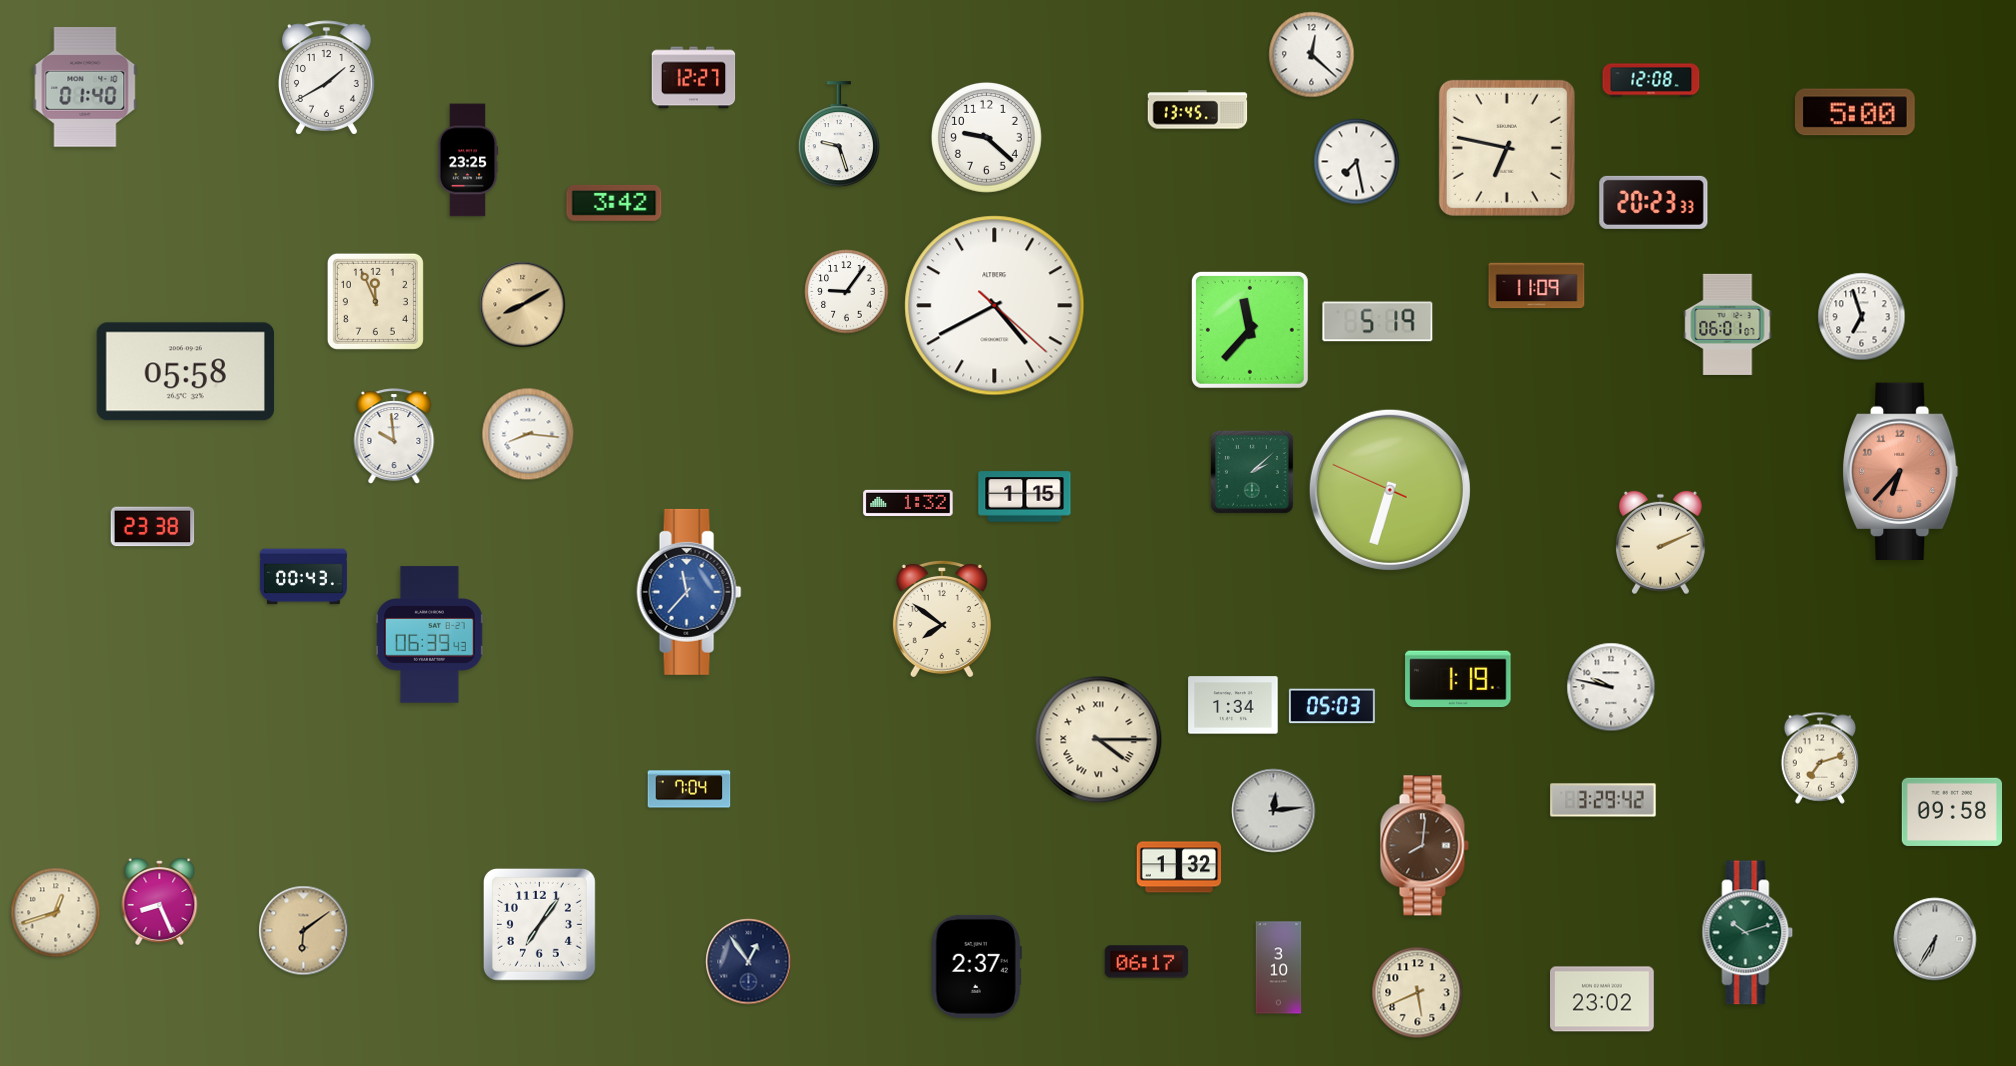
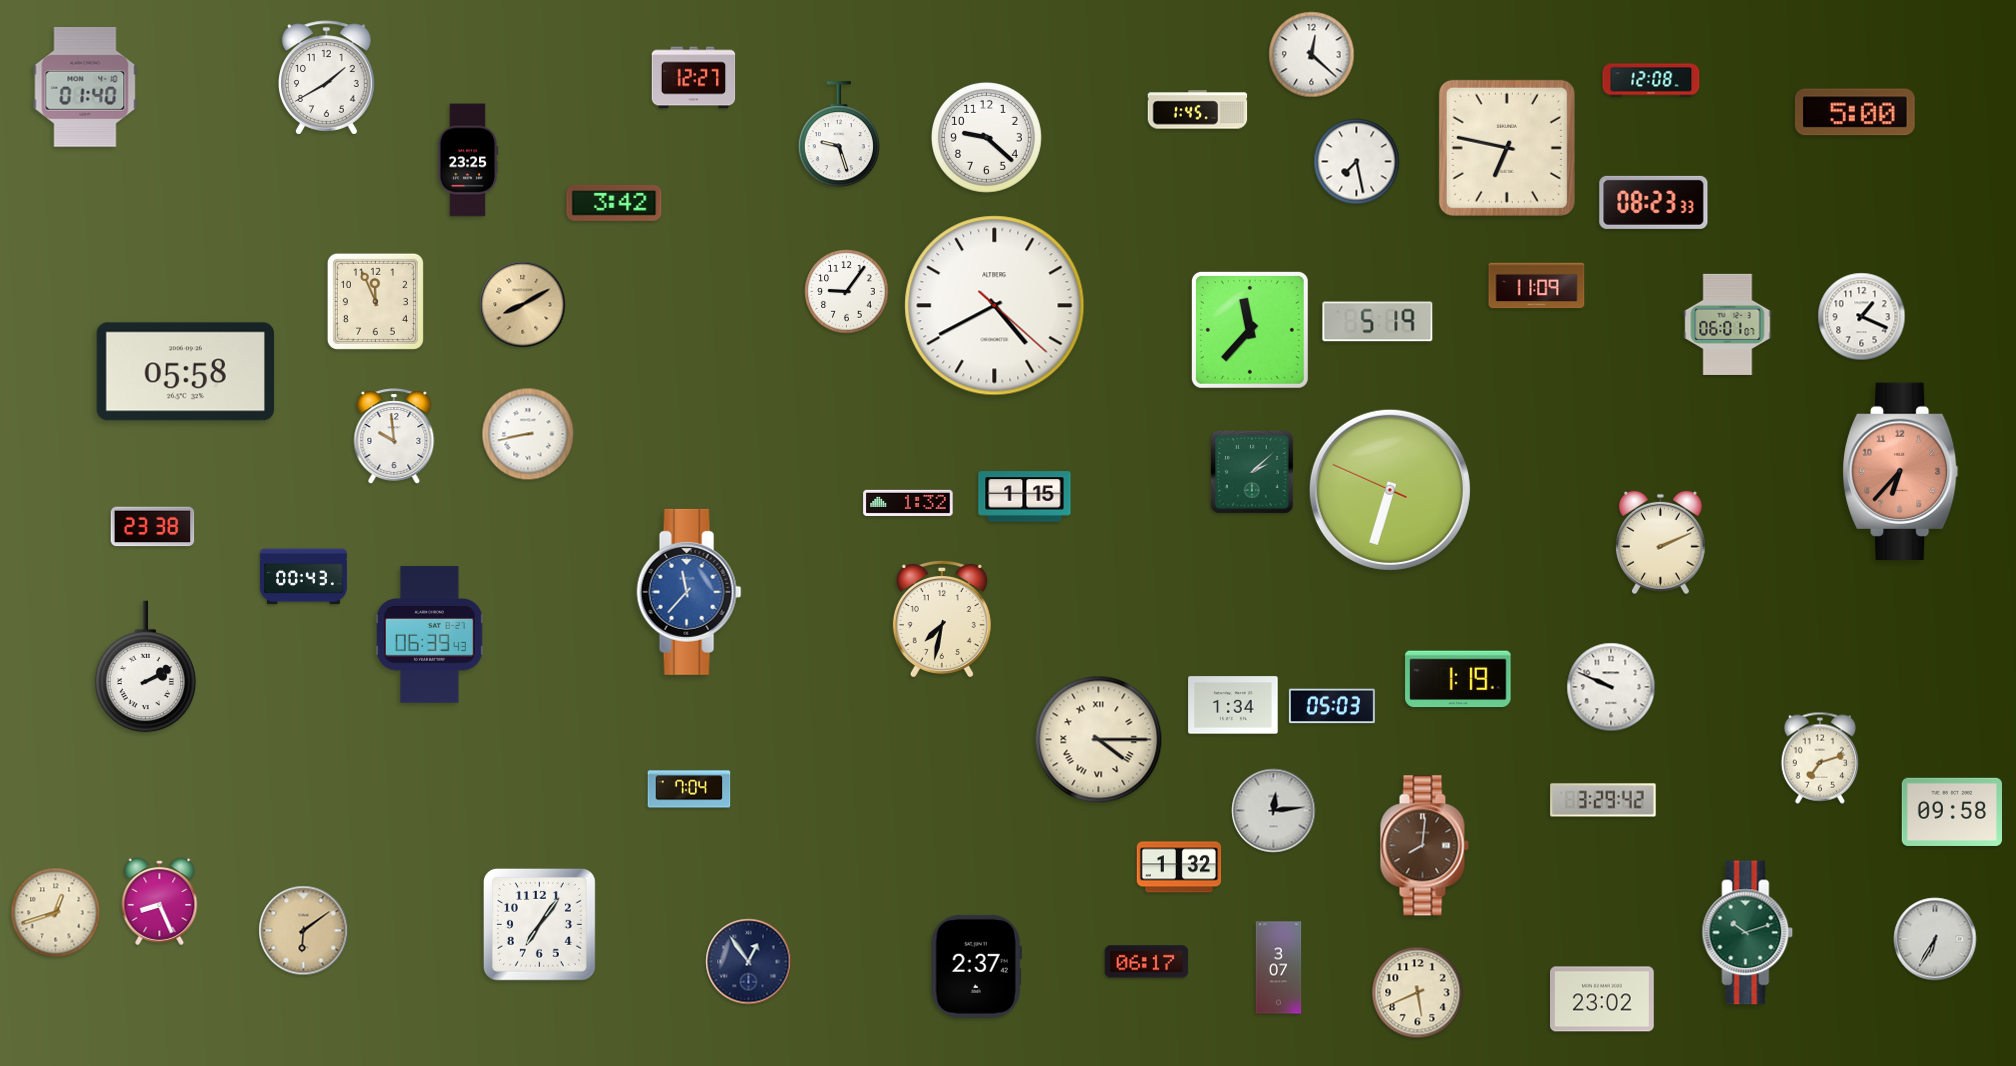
clock at (1198, 110): 13:45 -> 1:45
clock at (1654, 202): 20:23 -> 08:23
clock at (1862, 317): 6:57 -> 1:19
clock at (528, 434): 8:16 -> 8:43
clock at (942, 618): 7:51 -> 7:32
clock at (146, 667): none -> 2:10
clock at (1611, 687): 9:47 -> 9:49
clock at (1279, 968): 3:10 -> 3:07
